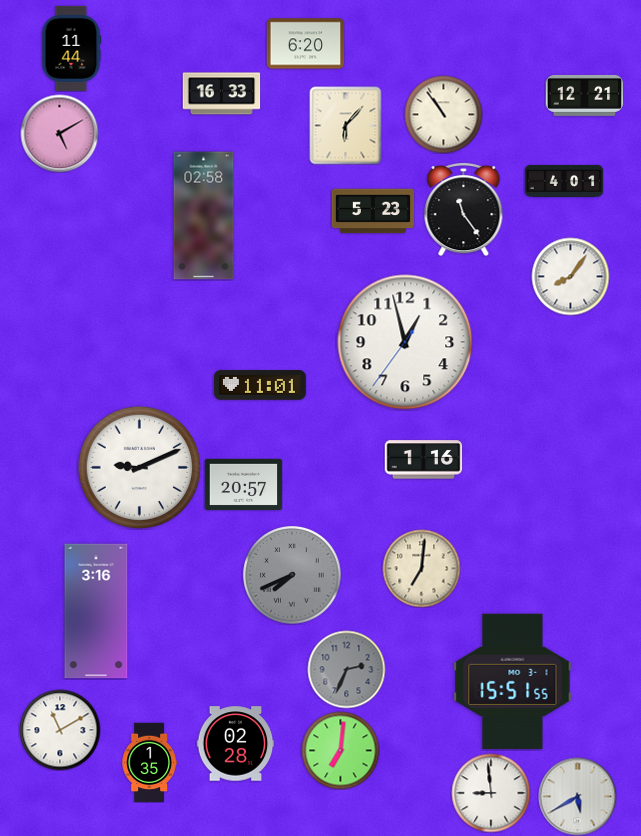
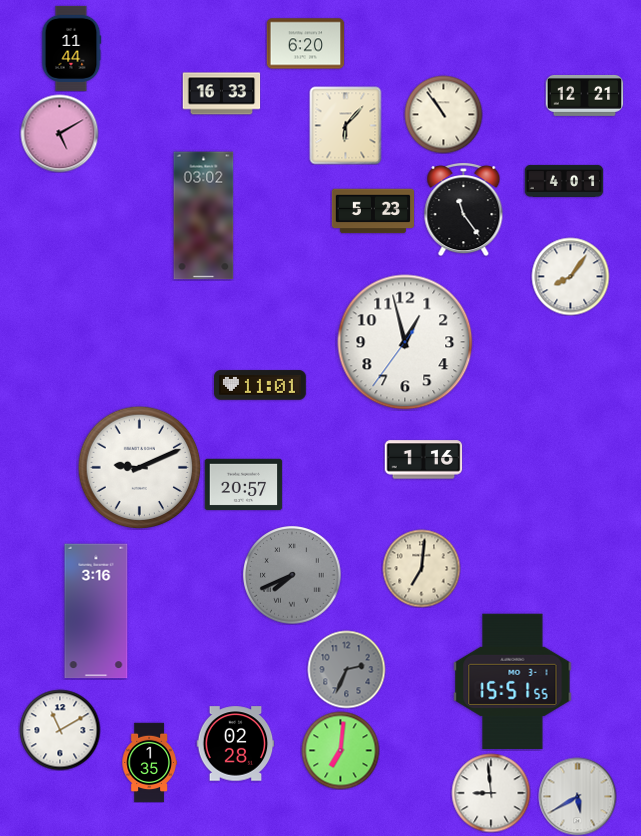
clock at (204, 216): 02:58 -> 03:02
